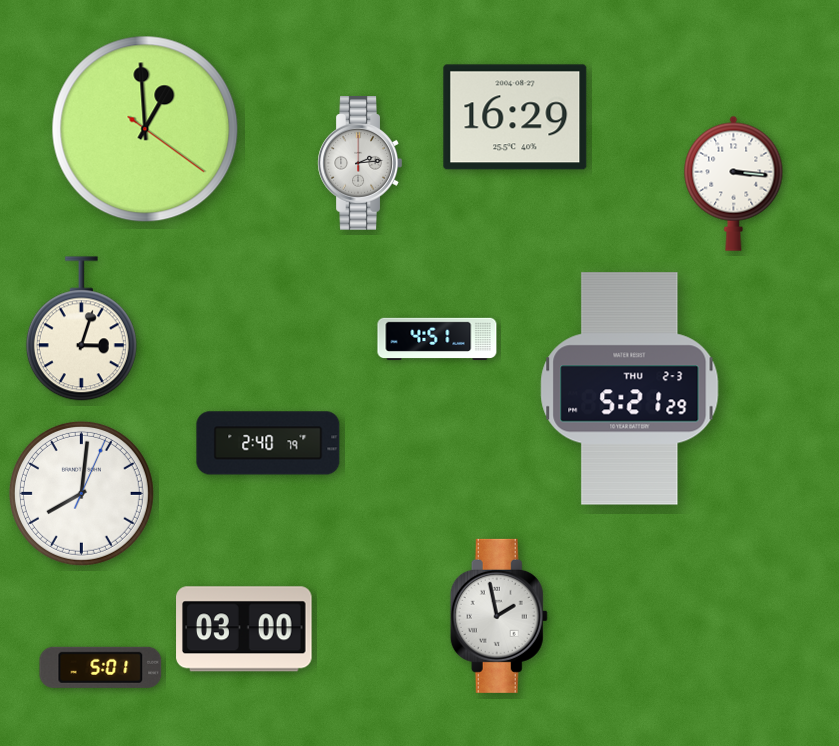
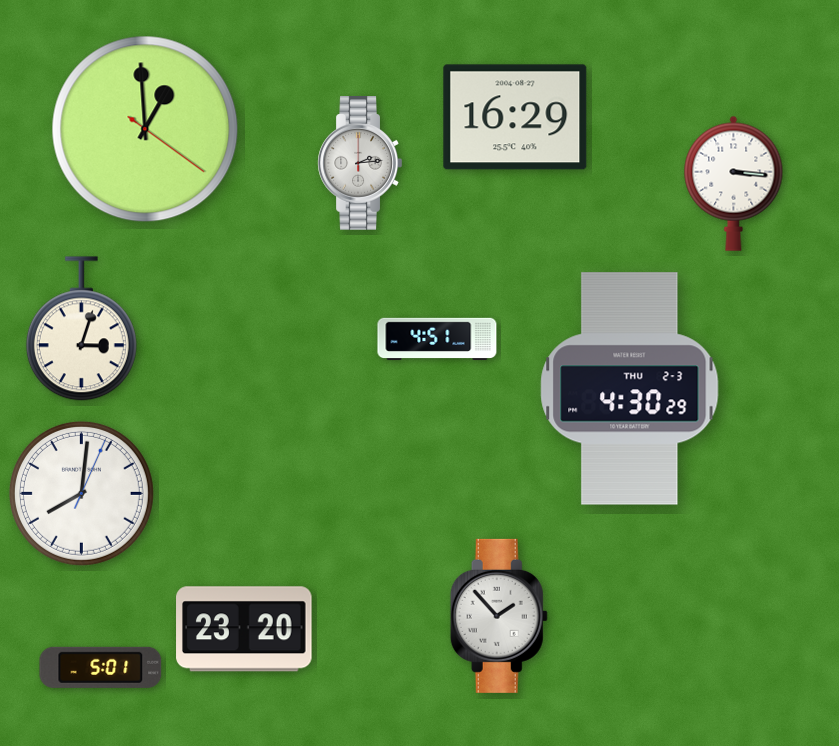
clock at (630, 389): 5:21 -> 4:30
clock at (268, 443): 2:40 -> none
clock at (499, 616): 1:58 -> 1:53
clock at (244, 629): 03:00 -> 23:20
